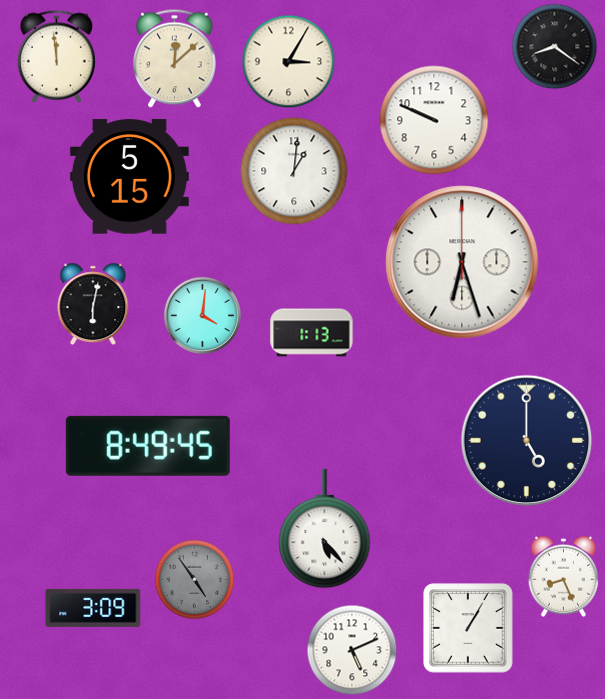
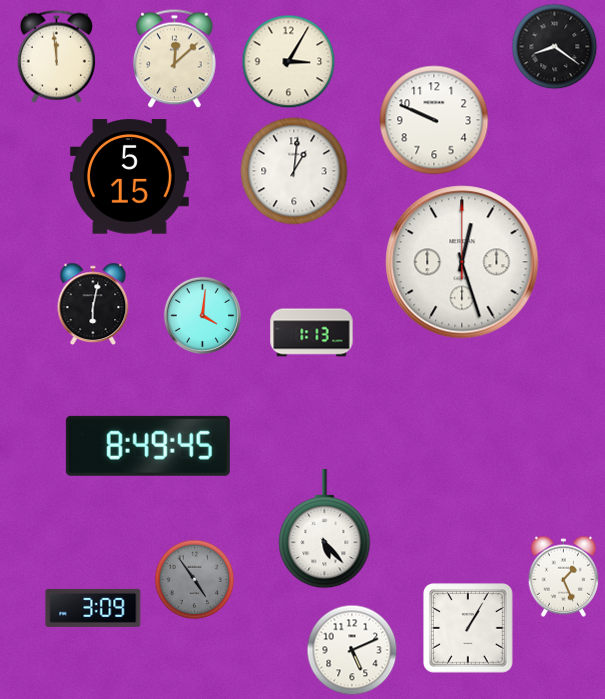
clock at (462, 262): 6:27 -> 12:27
clock at (527, 441): 5:00 -> none
clock at (564, 576): 8:26 -> 1:26
